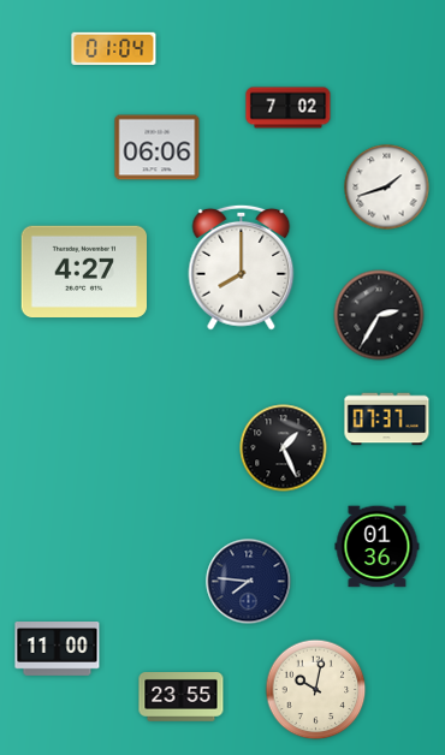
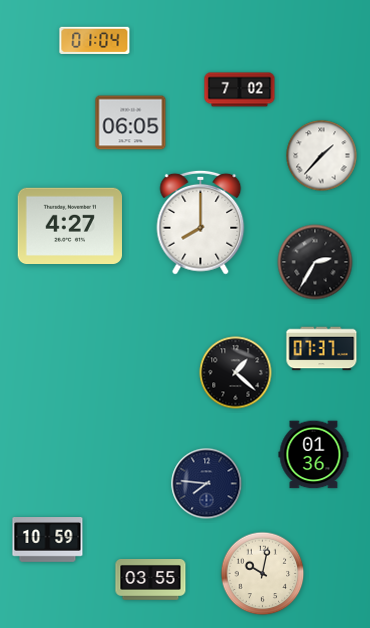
clock at (158, 148): 06:06 -> 06:05
clock at (387, 188): 1:42 -> 1:37
clock at (284, 448): 1:26 -> 1:22
clock at (58, 649): 11:00 -> 10:59
clock at (182, 697): 23:55 -> 03:55
